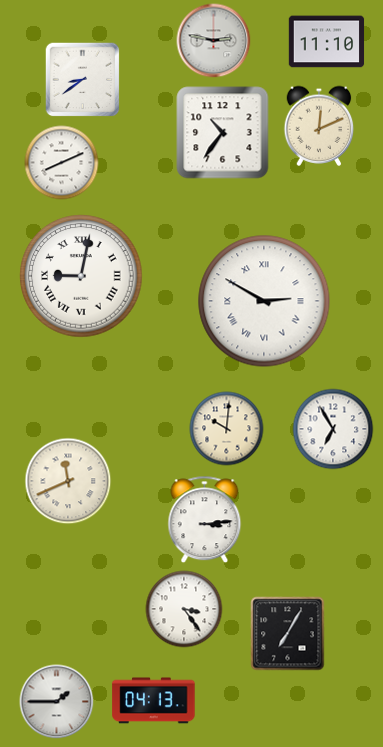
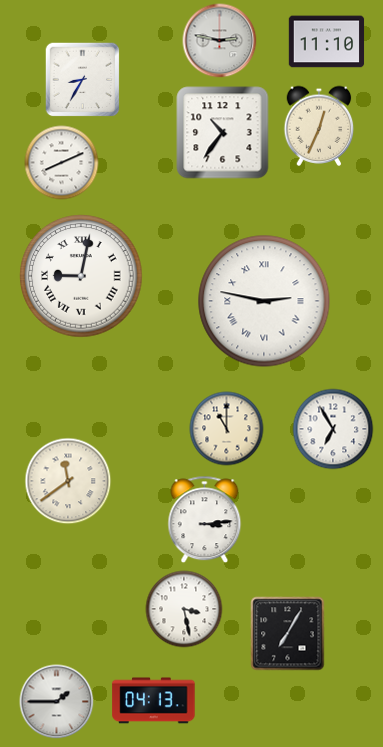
clock at (214, 41) position: (214, 41) -> (220, 41)
clock at (83, 80): 8:39 -> 8:35
clock at (319, 126): 12:11 -> 12:34
clock at (264, 301): 2:50 -> 2:47
clock at (227, 429): 10:01 -> 11:00
clock at (68, 481): 11:41 -> 11:39
clock at (184, 609): 3:24 -> 3:28
